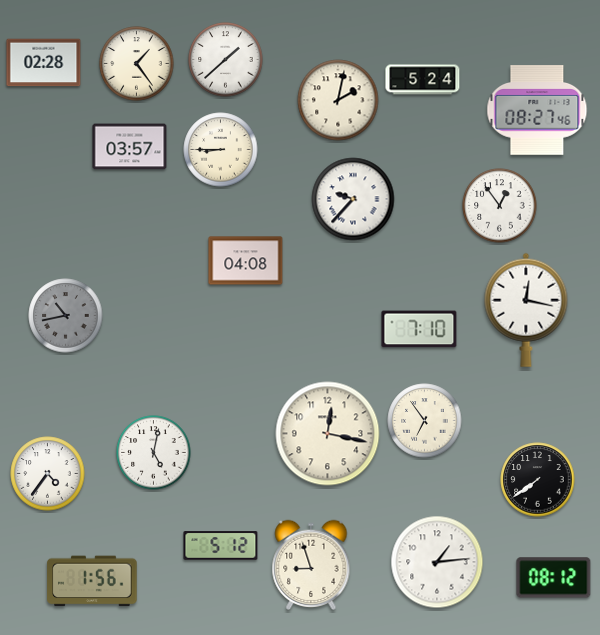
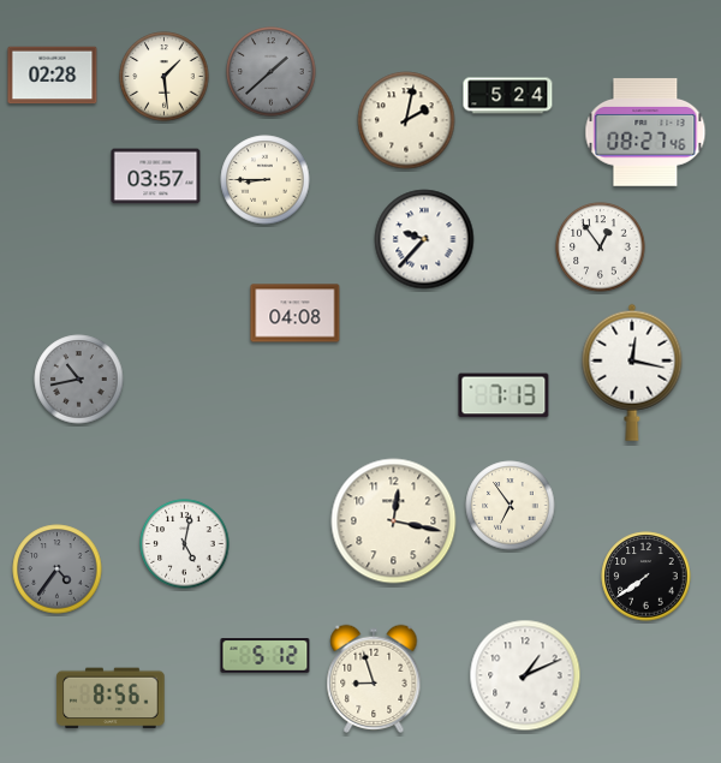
clock at (226, 60) dial: white -> grey
clock at (137, 64): 1:24 -> 1:29
clock at (419, 329): 7:10 -> 7:13
clock at (48, 474) dial: white -> grey
clock at (437, 562): 1:14 -> 1:11
clock at (554, 578): 08:12 -> none
clock at (92, 581): 1:56 -> 8:56
